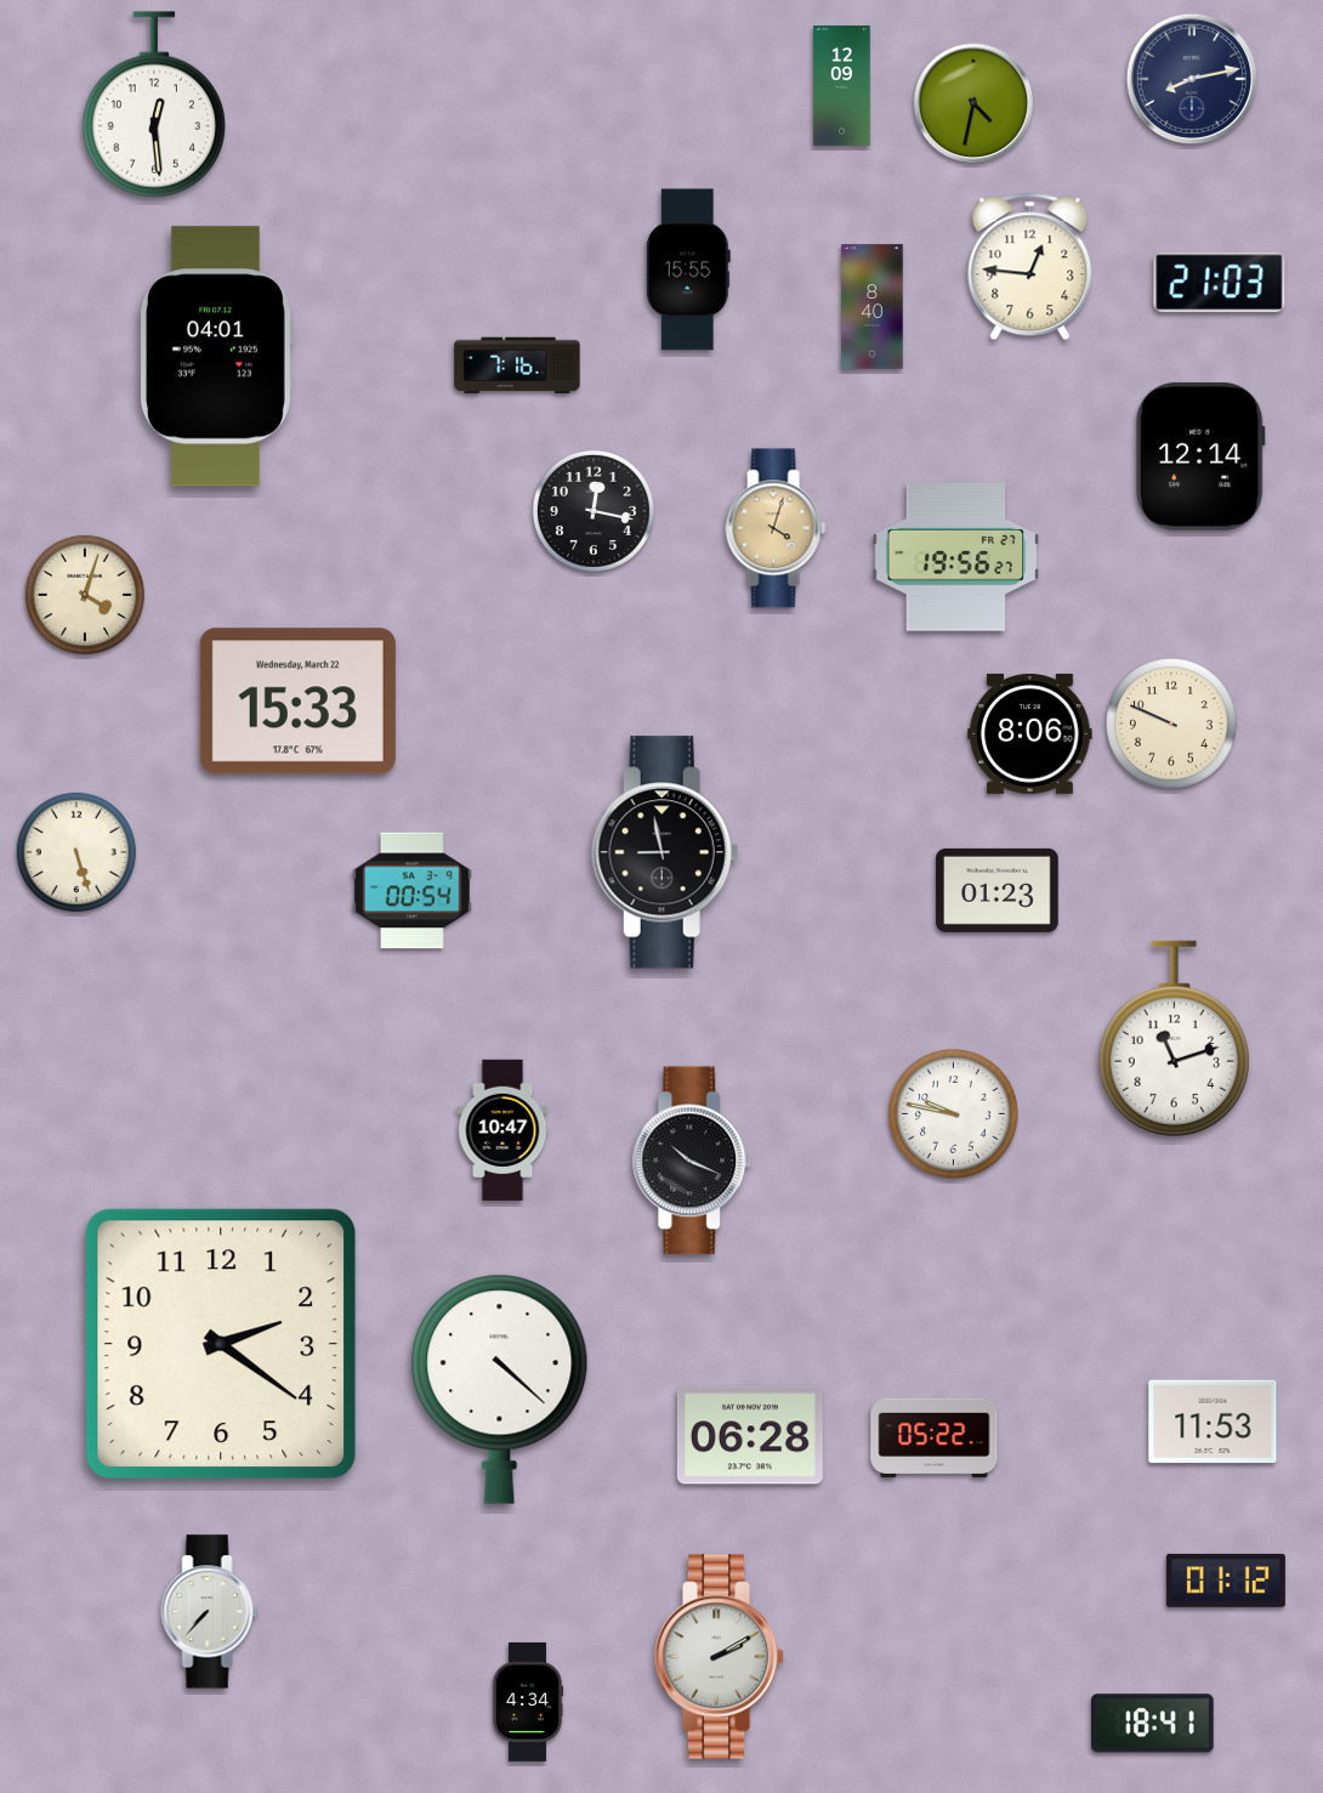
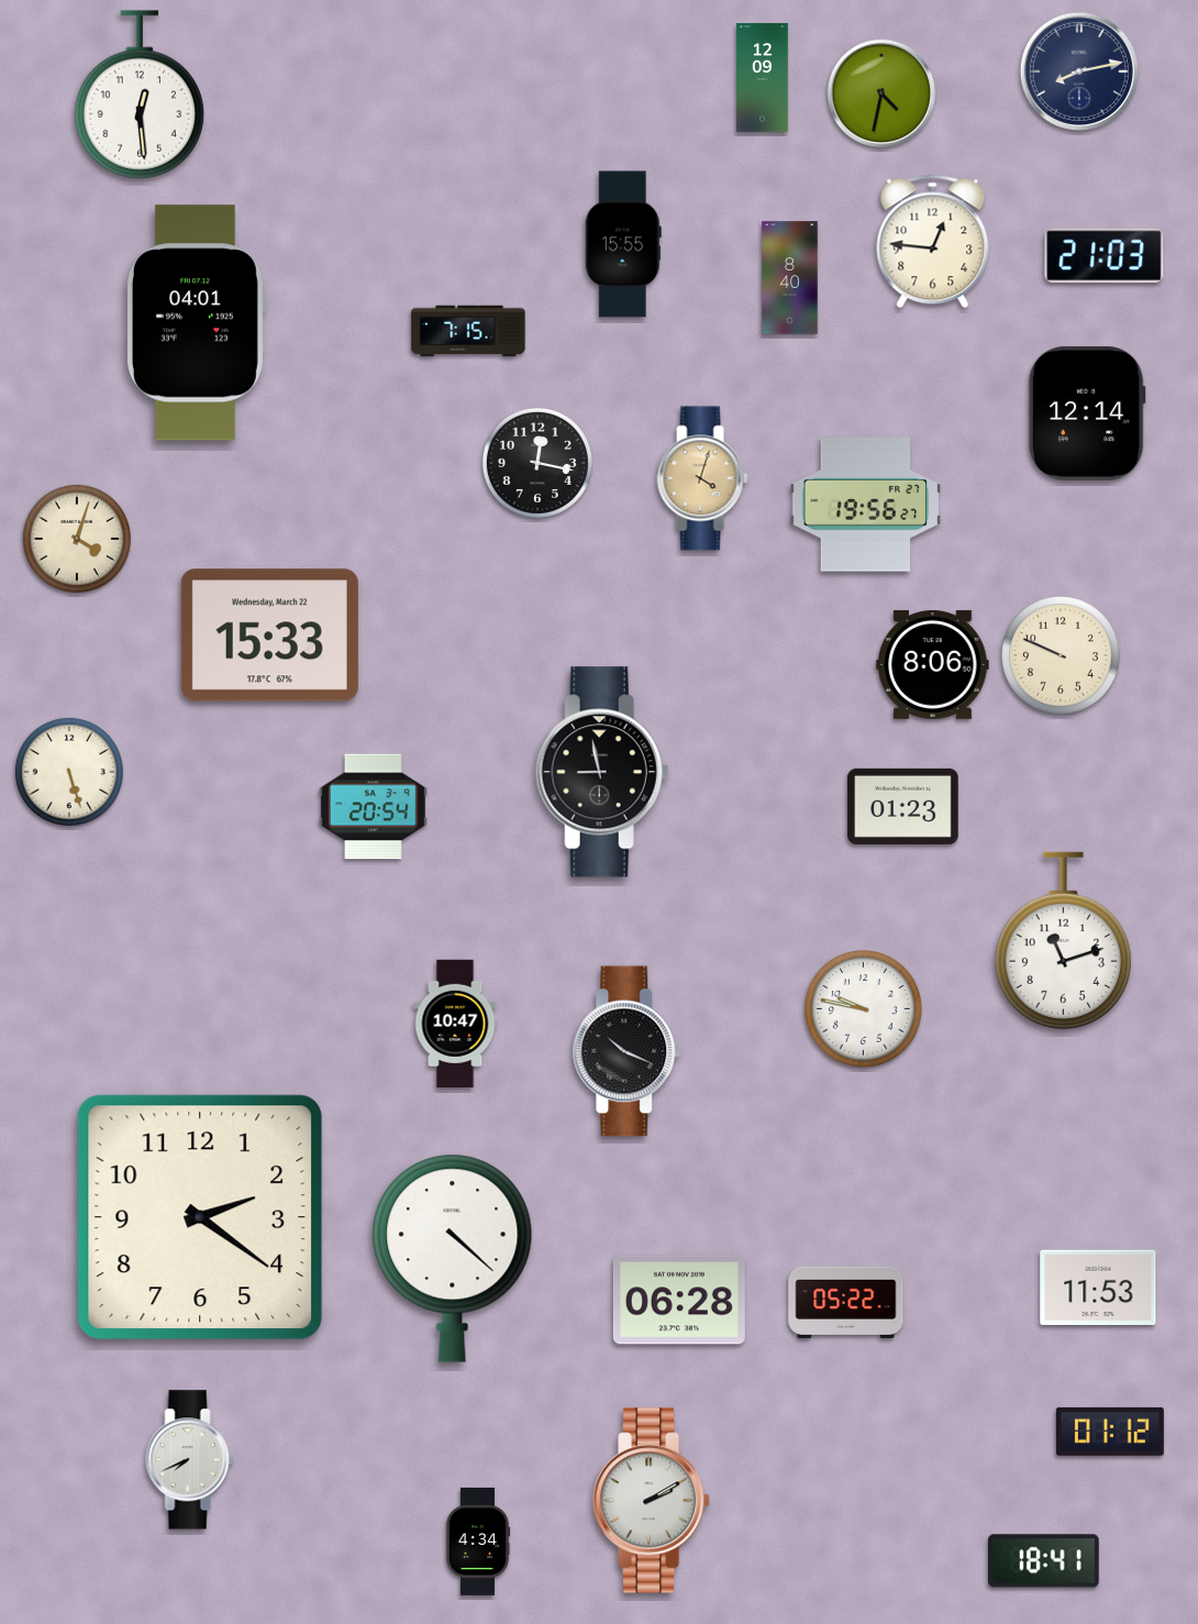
clock at (517, 365): 7:16 -> 7:15
clock at (411, 891): 00:54 -> 20:54
clock at (210, 1612): 7:37 -> 7:41
